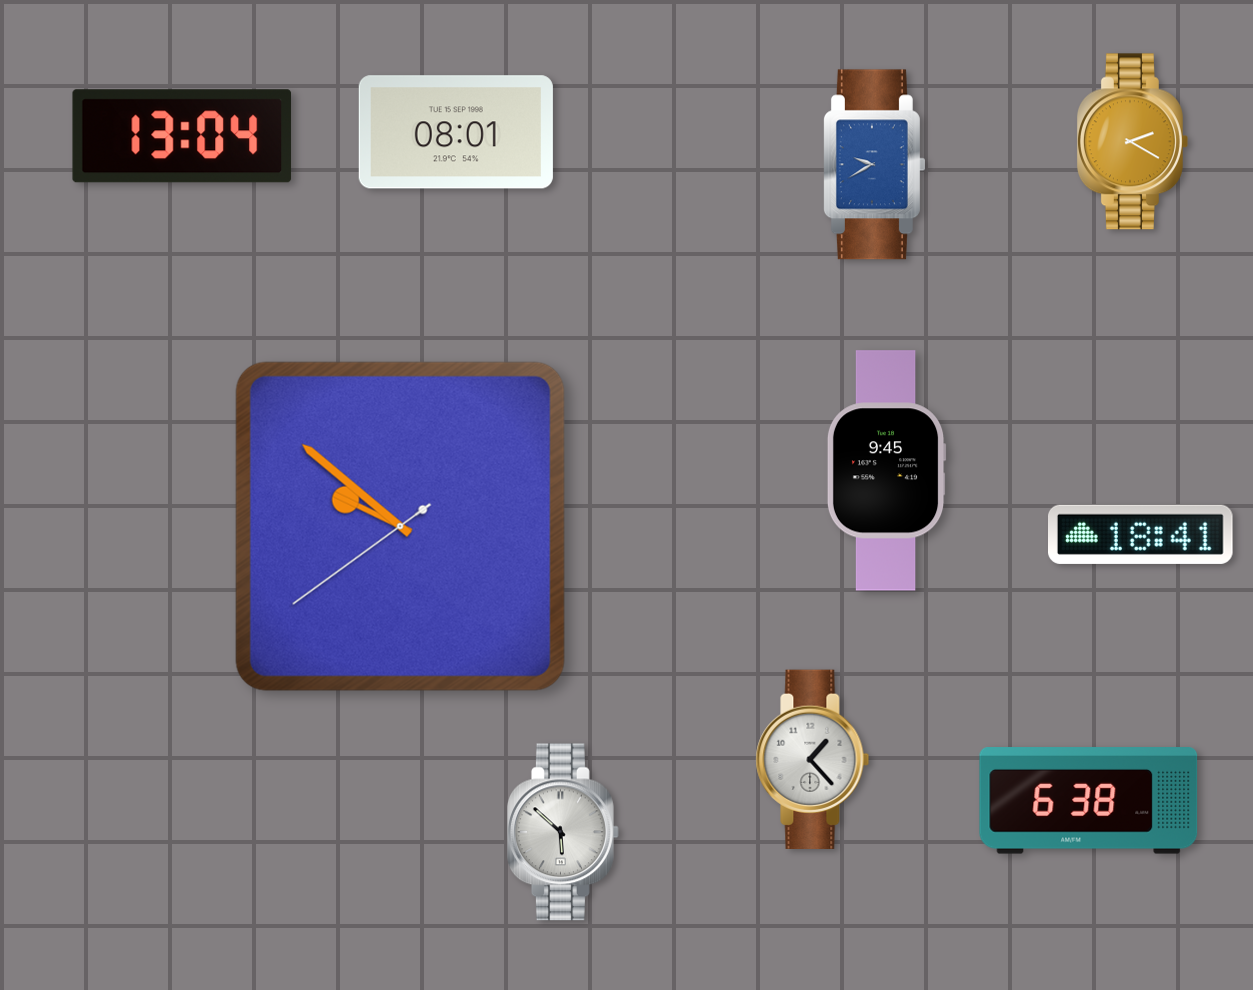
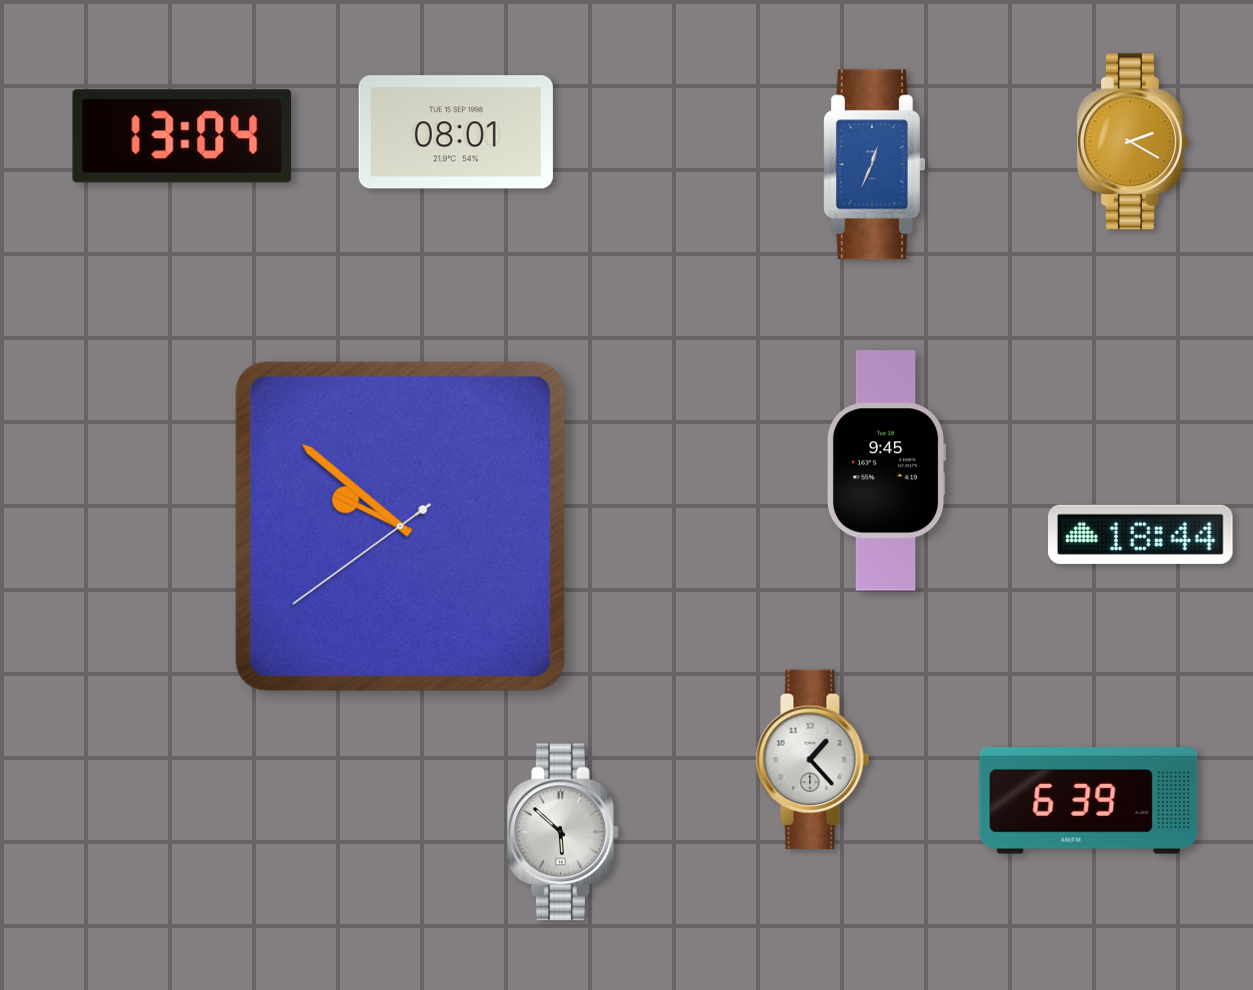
clock at (874, 165): 9:40 -> 12:34
clock at (1141, 534): 18:41 -> 18:44
clock at (1089, 801): 6:38 -> 6:39
